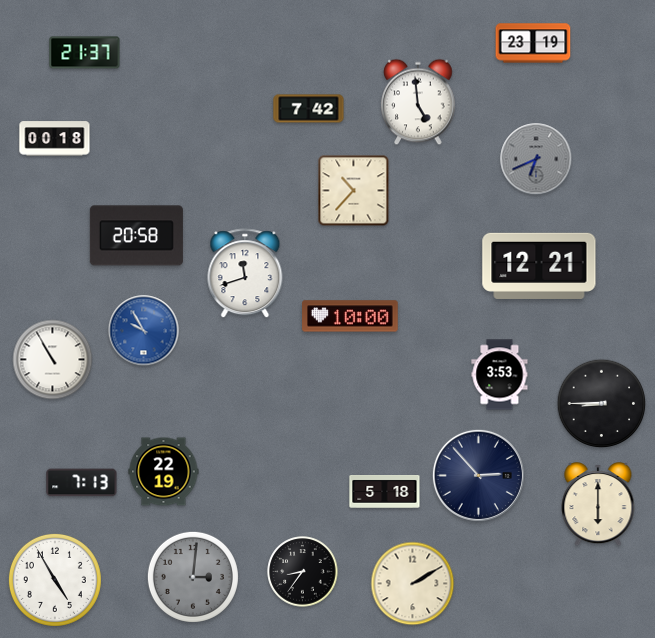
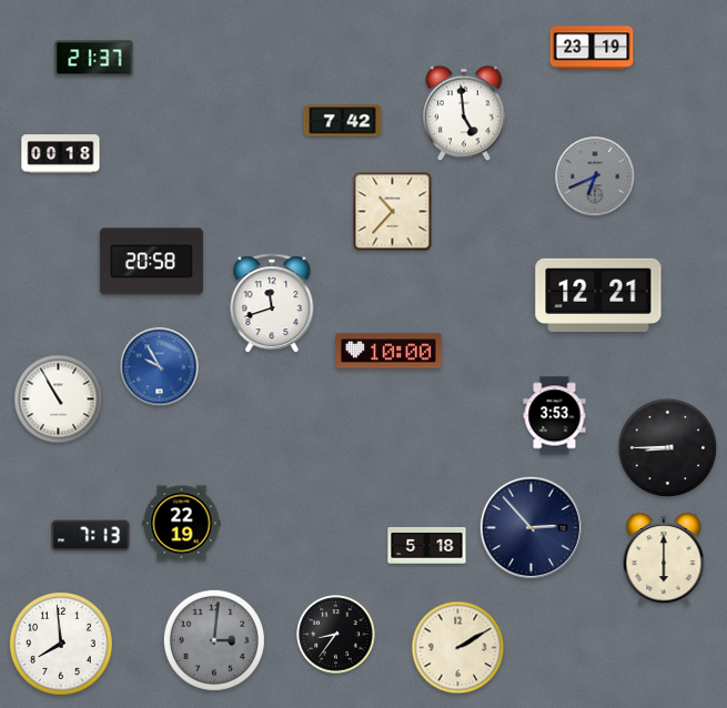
clock at (55, 580): 4:55 -> 7:59
